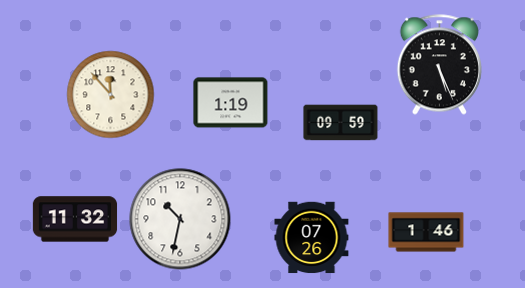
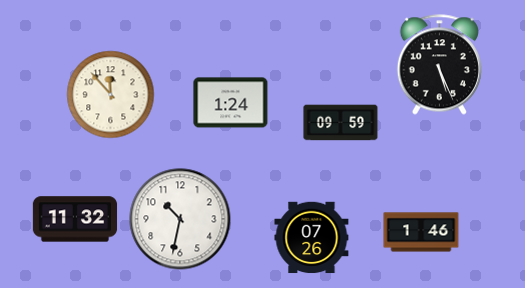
clock at (231, 103): 1:19 -> 1:24
clock at (426, 232) position: (426, 232) -> (421, 232)
